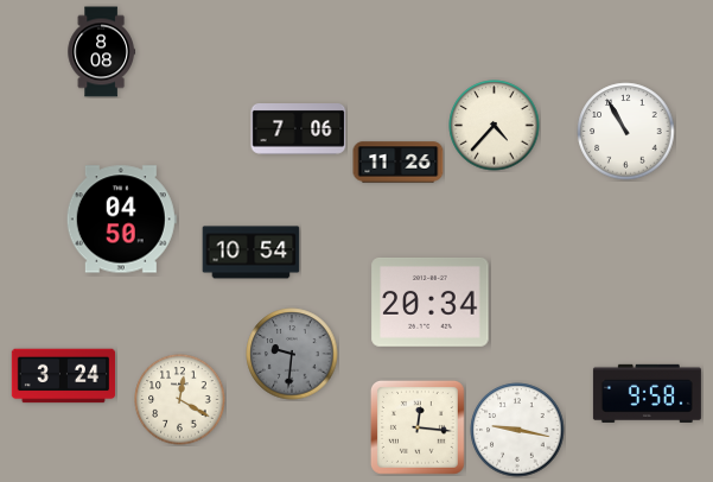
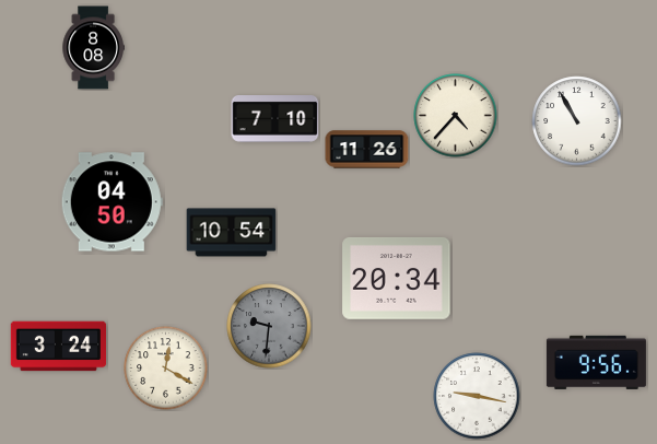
clock at (299, 129): 7:06 -> 7:10
clock at (647, 393): 9:58 -> 9:56
clock at (418, 427): 12:16 -> none
